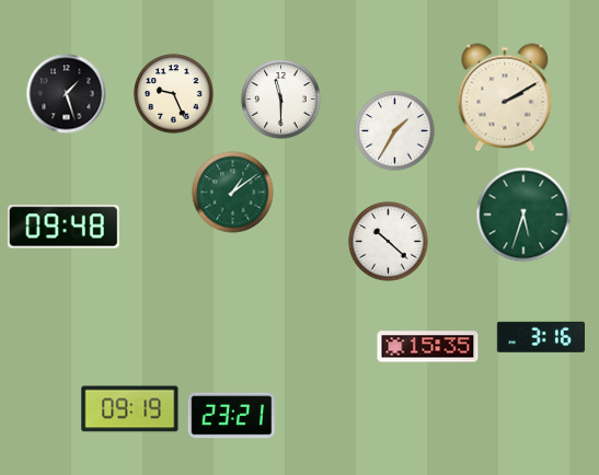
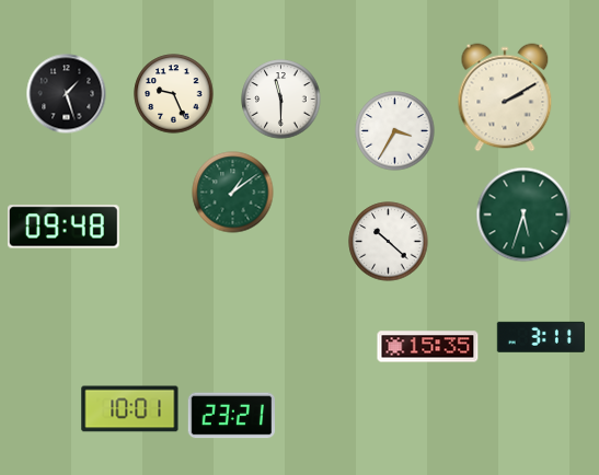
clock at (395, 131): 1:35 -> 3:35
clock at (541, 337): 3:16 -> 3:11
clock at (130, 409): 09:19 -> 10:01
